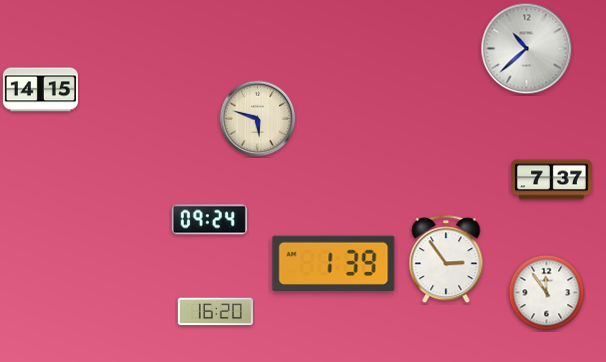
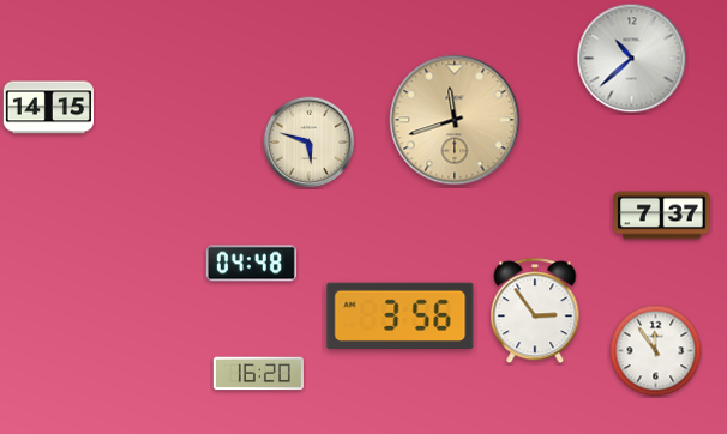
clock at (455, 120): none -> 11:42
clock at (209, 220): 09:24 -> 04:48
clock at (334, 263): 1:39 -> 3:56
